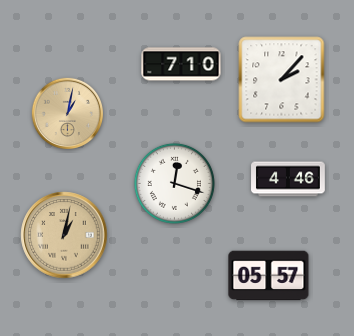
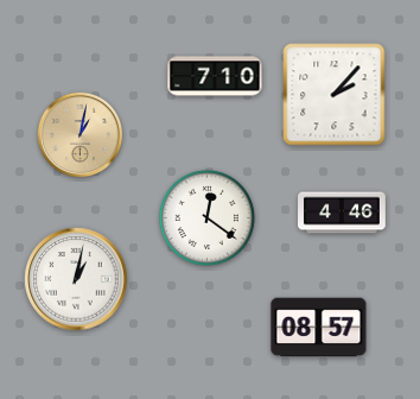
clock at (174, 183): 12:18 -> 12:21
clock at (64, 235) dial: champagne -> white
clock at (269, 276): 05:57 -> 08:57
